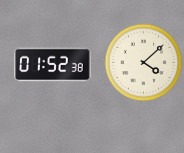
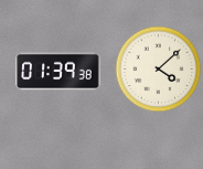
clock at (53, 65): 01:52 -> 01:39
